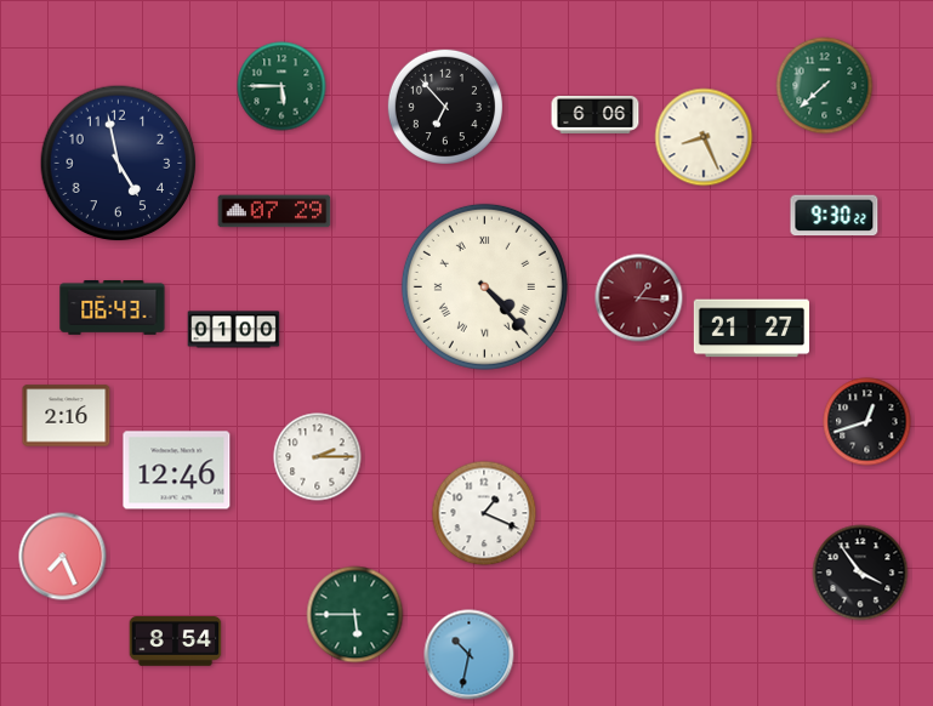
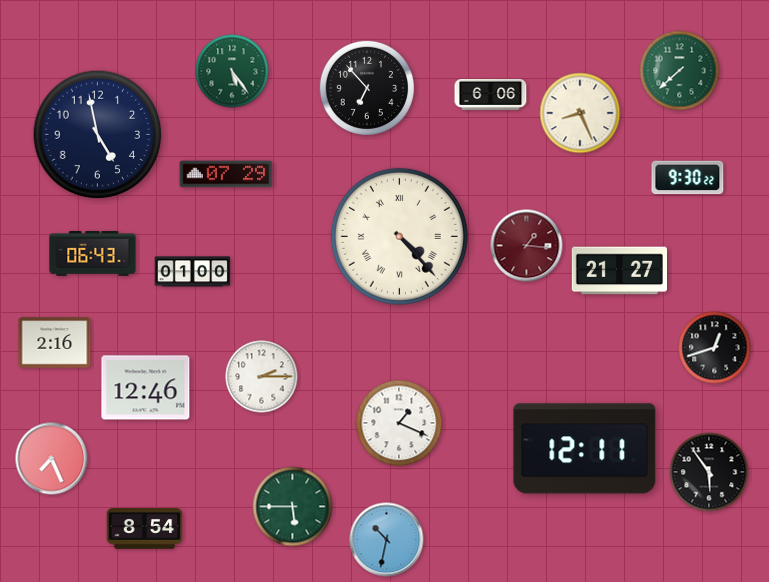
clock at (281, 86): 5:45 -> 5:24
clock at (585, 449): none -> 12:11
clock at (860, 573): 3:54 -> 5:54
